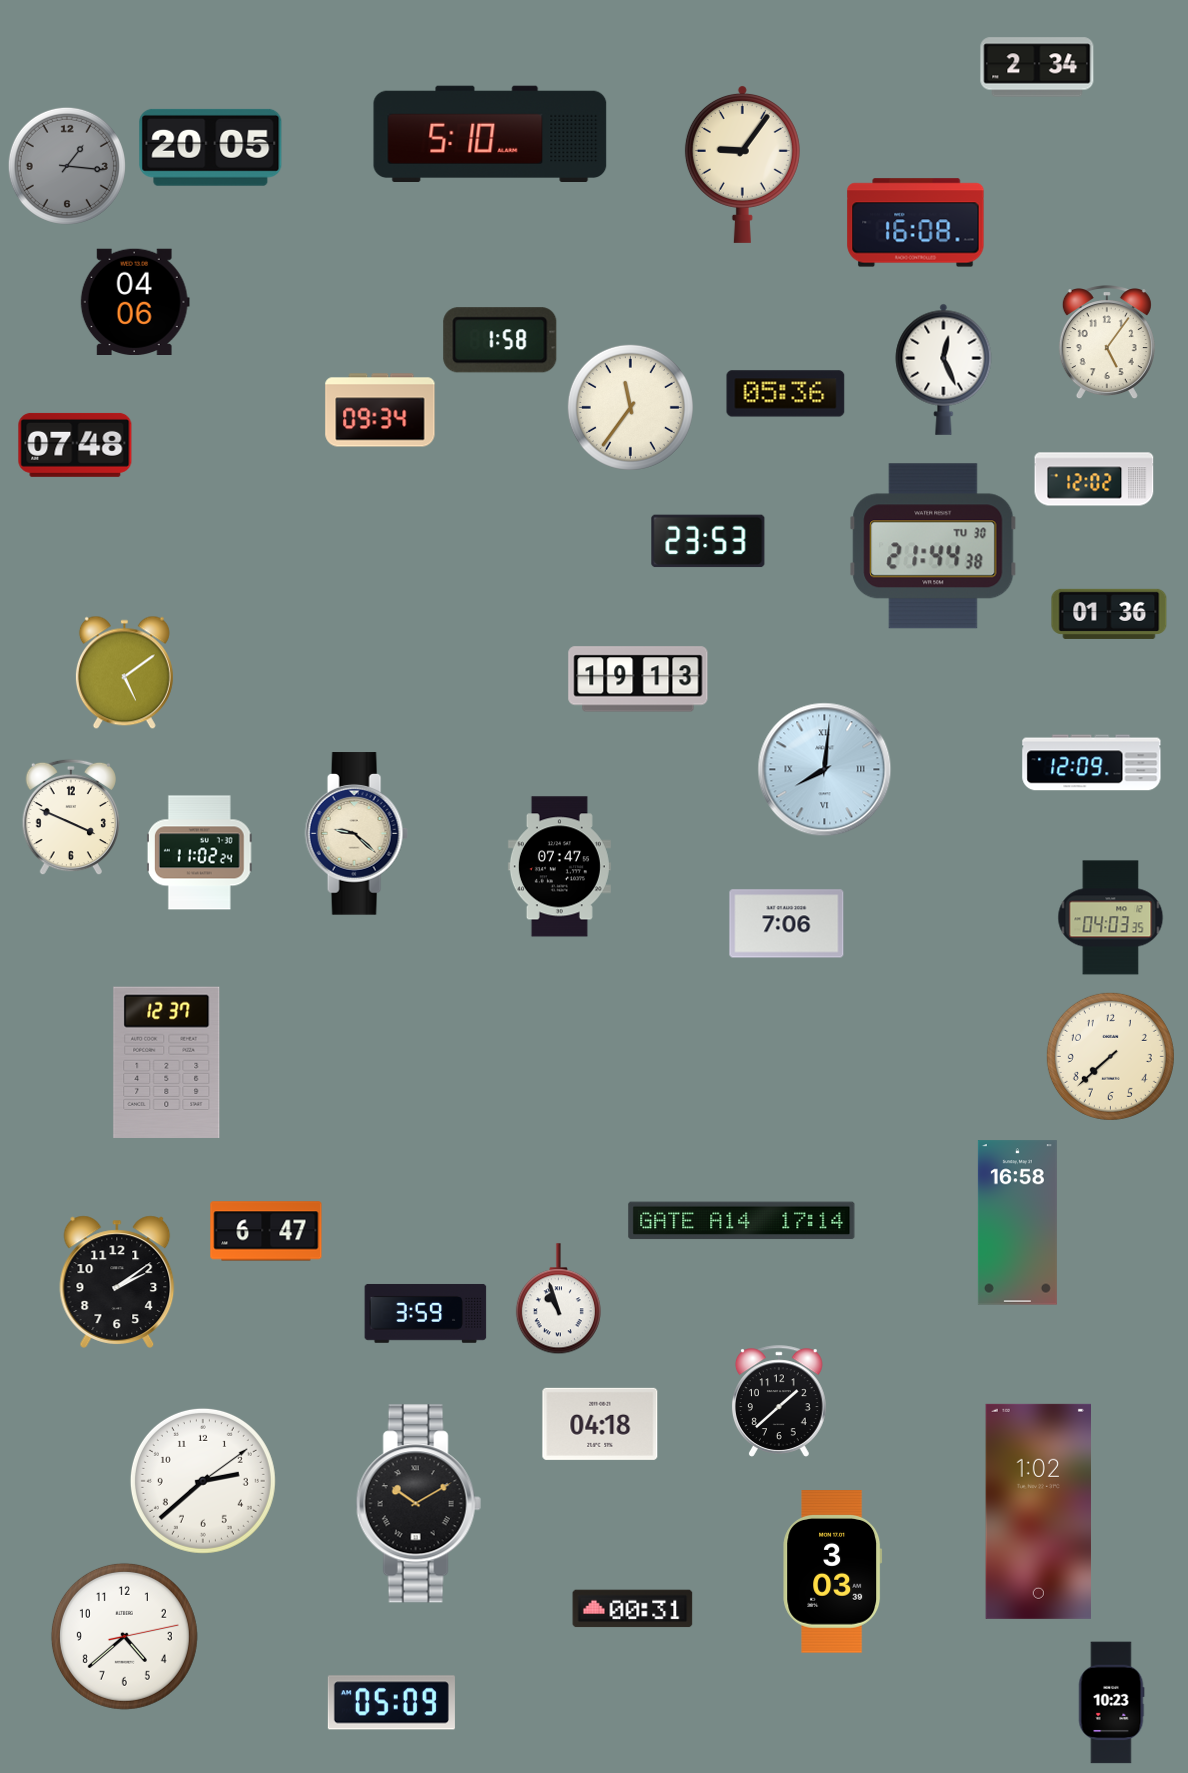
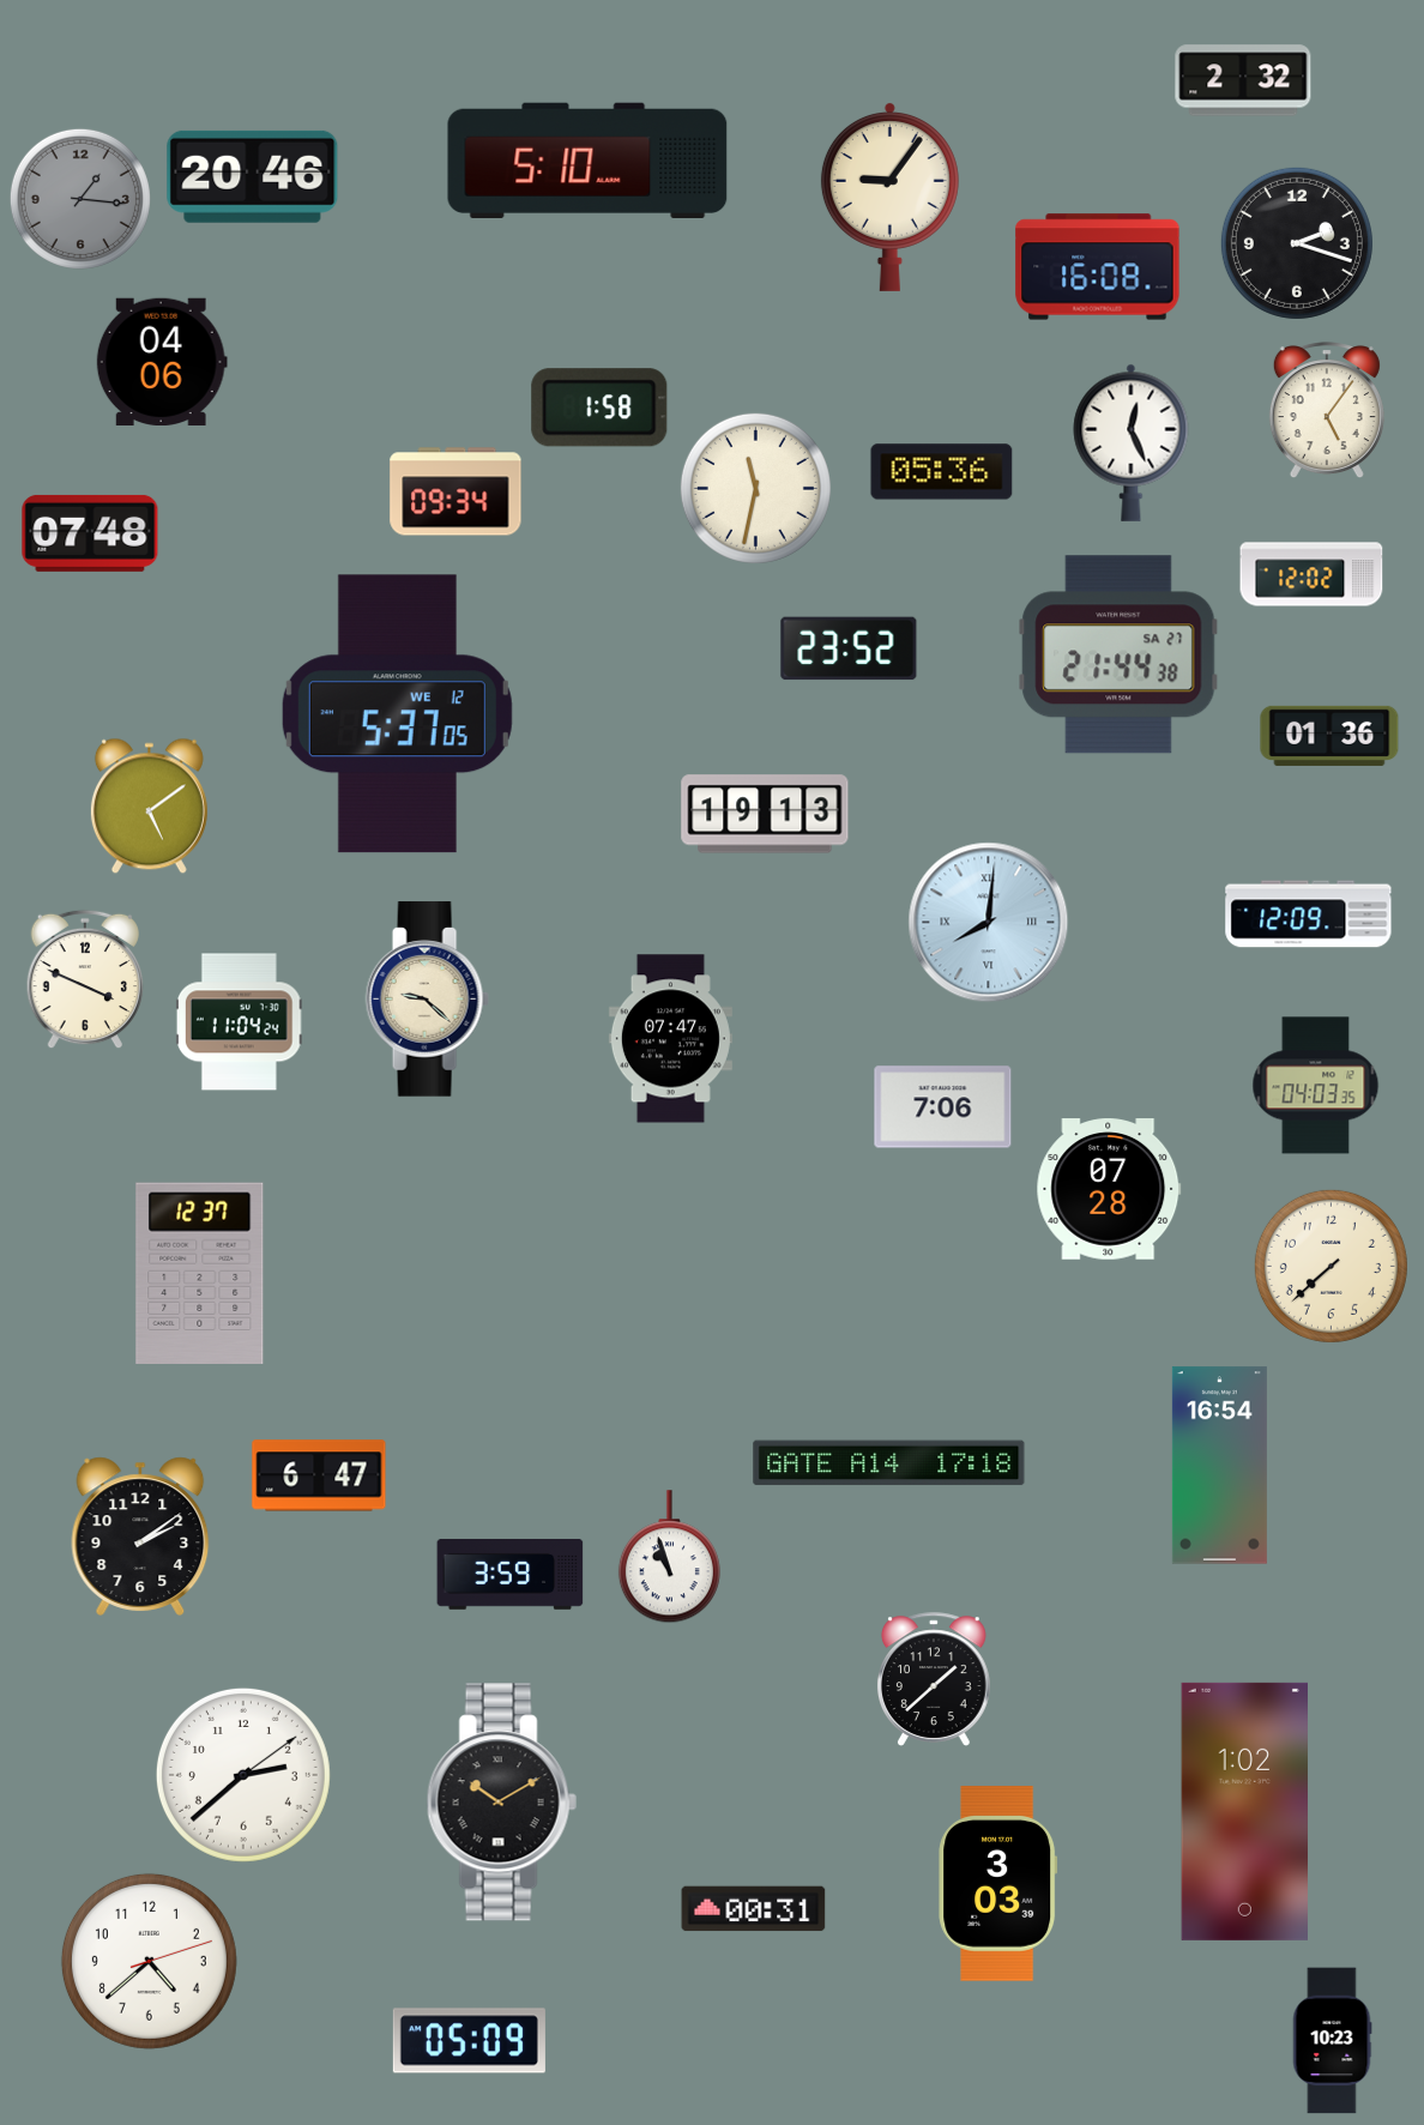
clock at (1037, 67): 2:34 -> 2:32
clock at (211, 147): 20:05 -> 20:46
clock at (1297, 243): none -> 2:18
clock at (630, 407): 11:36 -> 11:32
clock at (708, 541): 23:53 -> 23:52
clock at (933, 546) date: TU 30 -> SA 27
clock at (397, 714): none -> 5:37
clock at (199, 853): 11:02 -> 11:04
clock at (1111, 918) position: (1111, 918) -> (1316, 1086)
clock at (1109, 1189): none -> 07:28
clock at (742, 1221): 17:14 -> 17:18
clock at (1017, 1223): 16:58 -> 16:54
clock at (600, 1424): 04:18 -> none
clock at (633, 1609) position: (633, 1609) -> (754, 1909)
clock at (124, 1636): 4:38:13 -> 4:38:12
